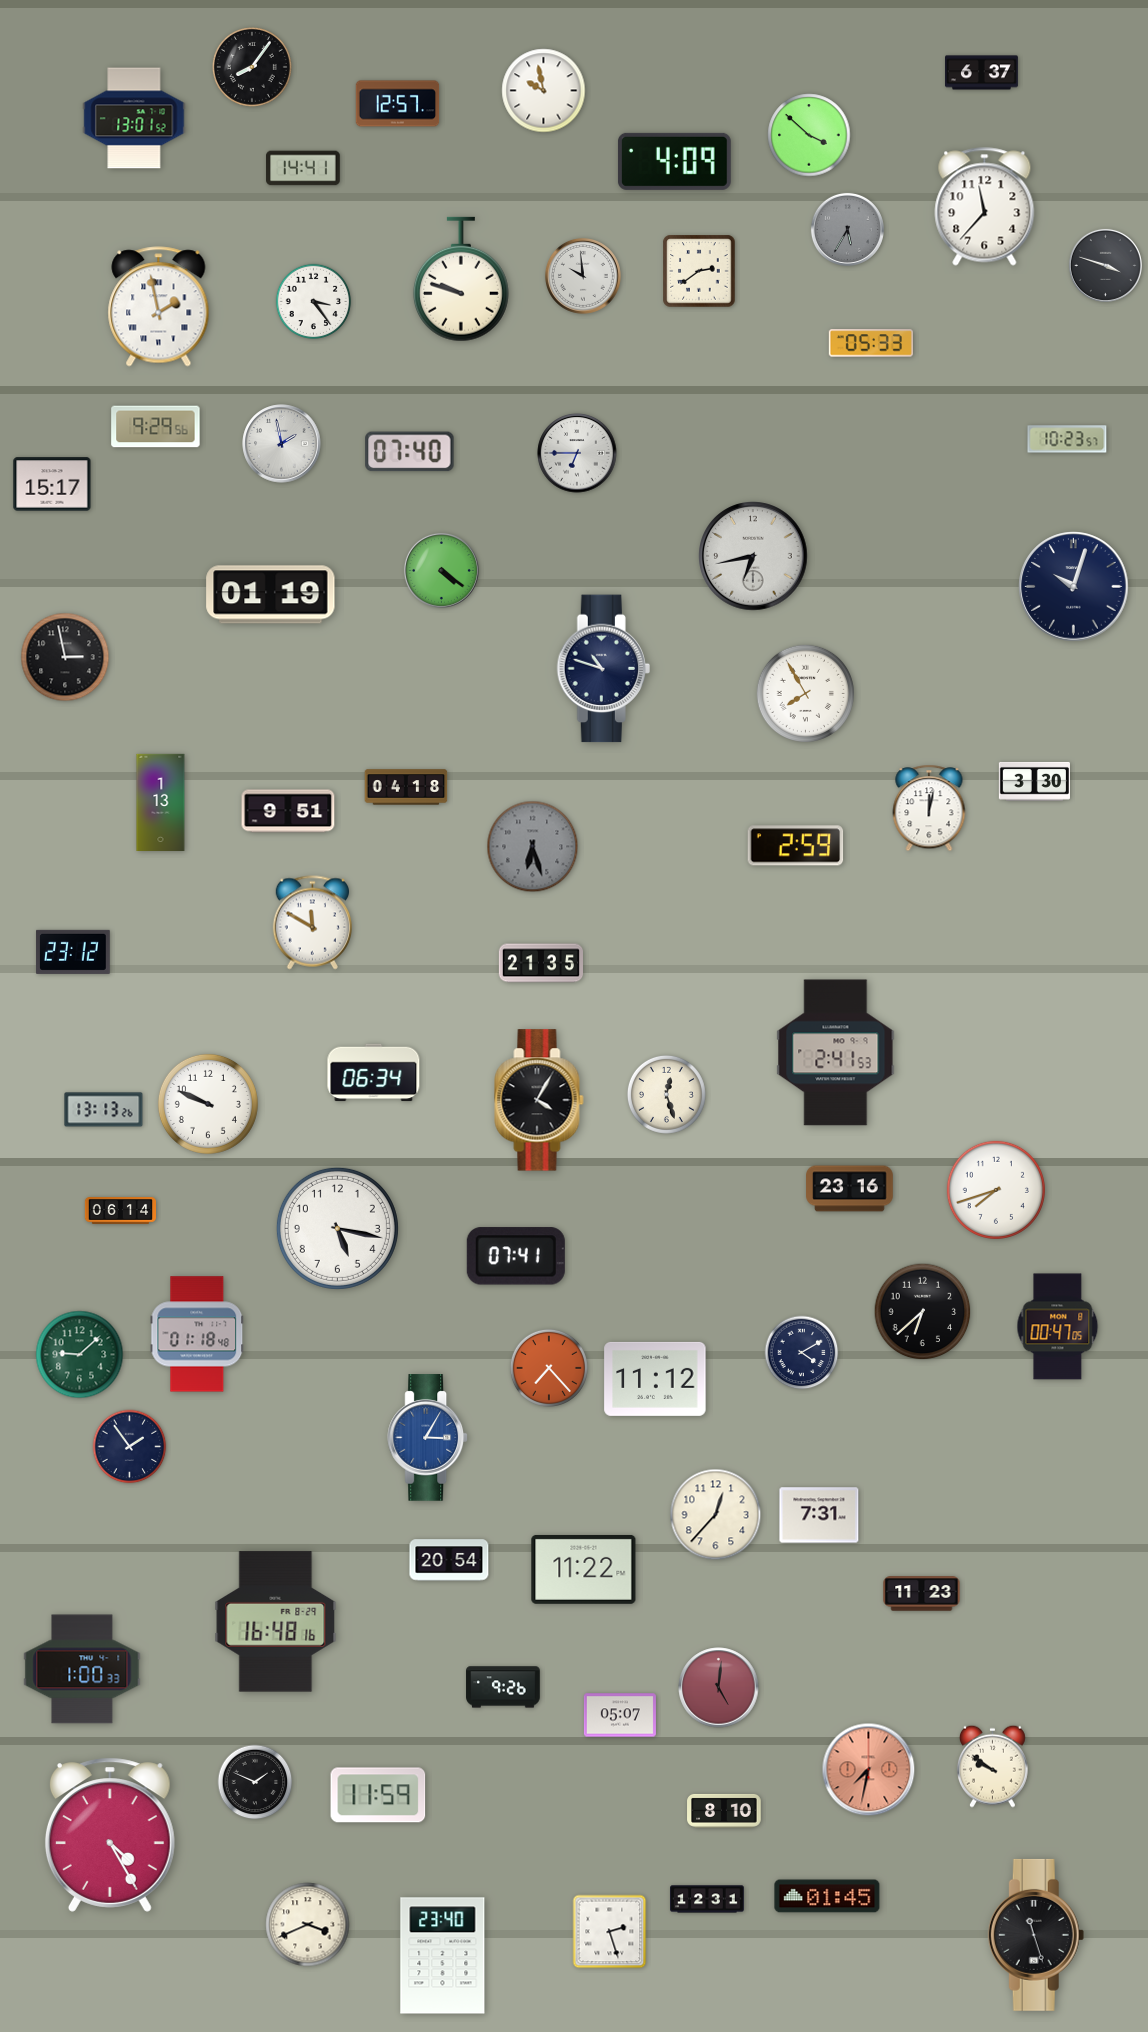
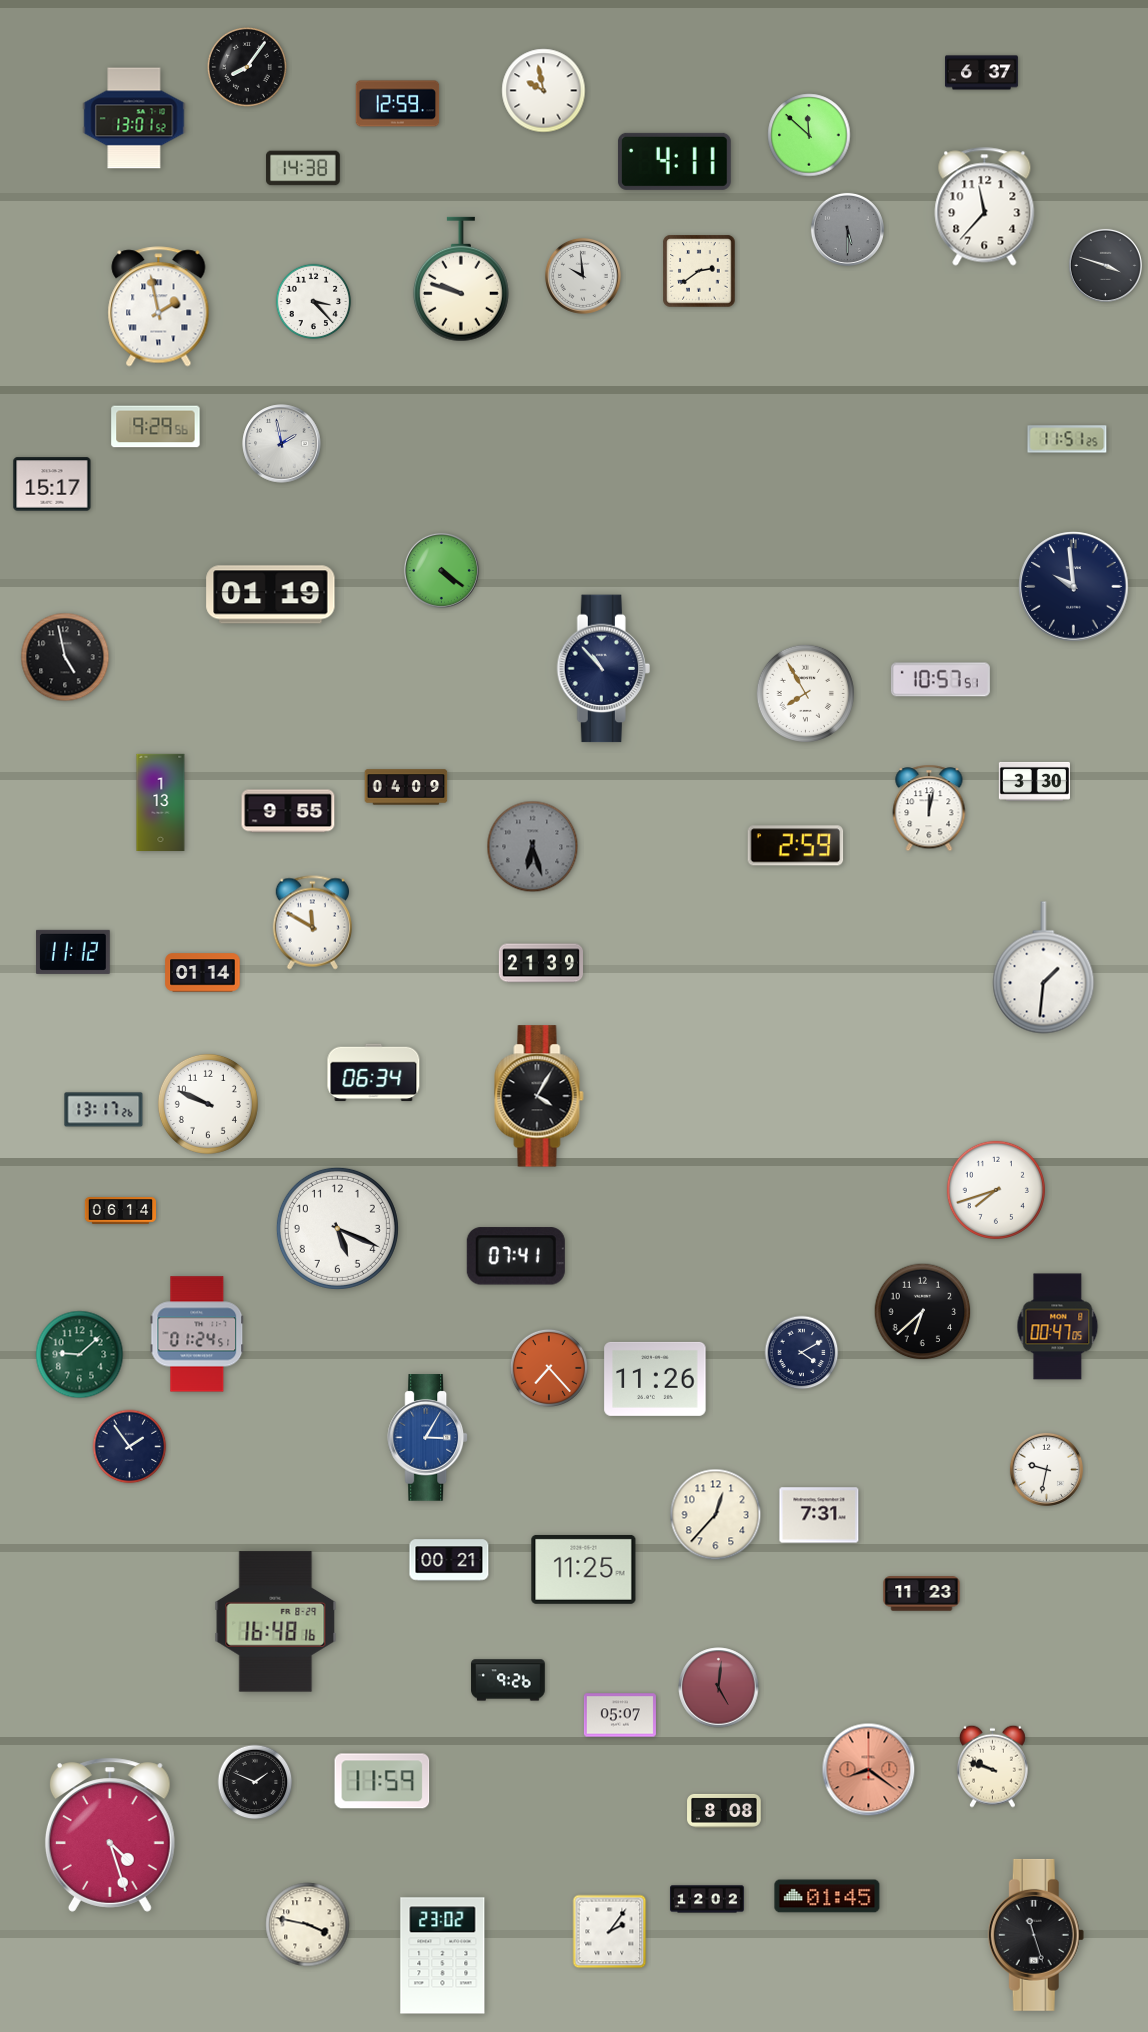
clock at (252, 67) position: (252, 67) -> (247, 67)
clock at (398, 104): 12:57 -> 12:59
clock at (809, 135): 3:52 -> 11:52
clock at (674, 161): 4:09 -> 4:11
clock at (303, 168): 14:41 -> 14:38
clock at (847, 229): 5:35 -> 5:30
clock at (314, 302): 3:24 -> 3:23
clock at (871, 343): 05:33 -> none
clock at (1067, 439): 10:23 -> 11:51
clock at (410, 452): 07:40 -> none
clock at (577, 453): 6:45 -> none
clock at (753, 556): 6:43 -> none
clock at (1074, 587): 10:03 -> 9:59
clock at (65, 657): 2:58 -> 4:58
clock at (603, 669): 10:48 -> 10:53
clock at (940, 680): none -> 10:57
clock at (406, 787): 04:18 -> 04:09
clock at (288, 811): 9:51 -> 9:55
clock at (73, 952): 23:12 -> 11:12
clock at (540, 963): 21:35 -> 21:39
clock at (1044, 968): none -> 1:31
clock at (203, 973): none -> 01:14
clock at (836, 1053): 2:41 -> none
clock at (666, 1094): 12:27 -> none
clock at (539, 1100) position: (539, 1100) -> (539, 1096)
clock at (104, 1110): 13:13 -> 13:17
clock at (850, 1189): 23:16 -> none
clock at (337, 1228): 5:17 -> 5:19
clock at (197, 1334): 01:18 -> 01:24
clock at (655, 1379): 11:12 -> 11:26
clock at (1046, 1469): none -> 9:32
clock at (449, 1560): 20:54 -> 00:21
clock at (584, 1569): 11:22 -> 11:25
clock at (82, 1669): 1:00 -> none
clock at (503, 1687) position: (503, 1687) -> (508, 1680)
clock at (992, 1766): 9:51 -> 9:48
clock at (869, 1770): 7:32 -> 8:21
clock at (378, 1795) position: (378, 1795) -> (382, 1781)
clock at (724, 1811): 8:10 -> 8:08
clock at (110, 1835): 4:25 -> 4:27
clock at (707, 1899): 12:31 -> 12:02
clock at (308, 1925): 3:41 -> 3:47
clock at (610, 1932): 2:27 -> 2:06
clock at (443, 1956): 23:40 -> 23:02
